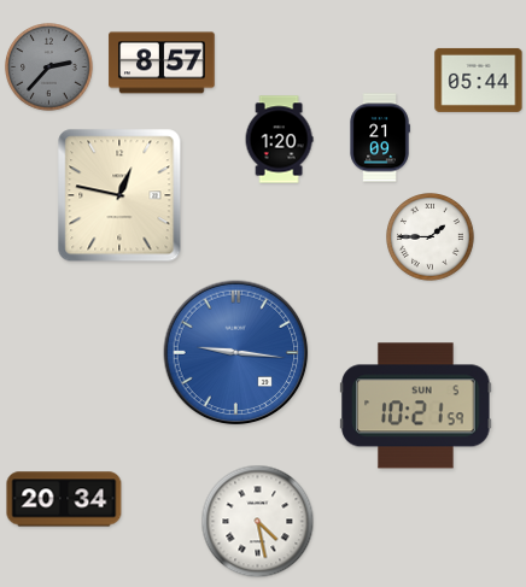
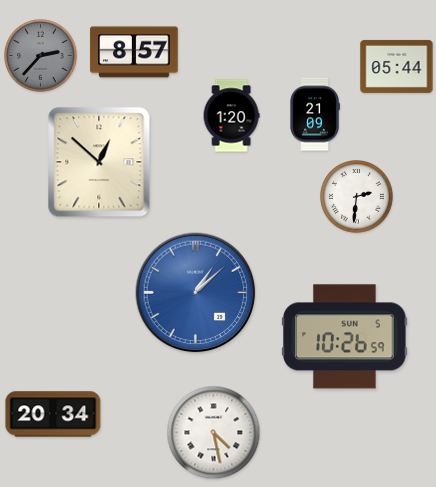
clock at (119, 195): 12:47 -> 12:52
clock at (431, 237): 1:45 -> 2:31
clock at (236, 353): 9:16 -> 1:08
clock at (416, 406): 10:21 -> 10:26
